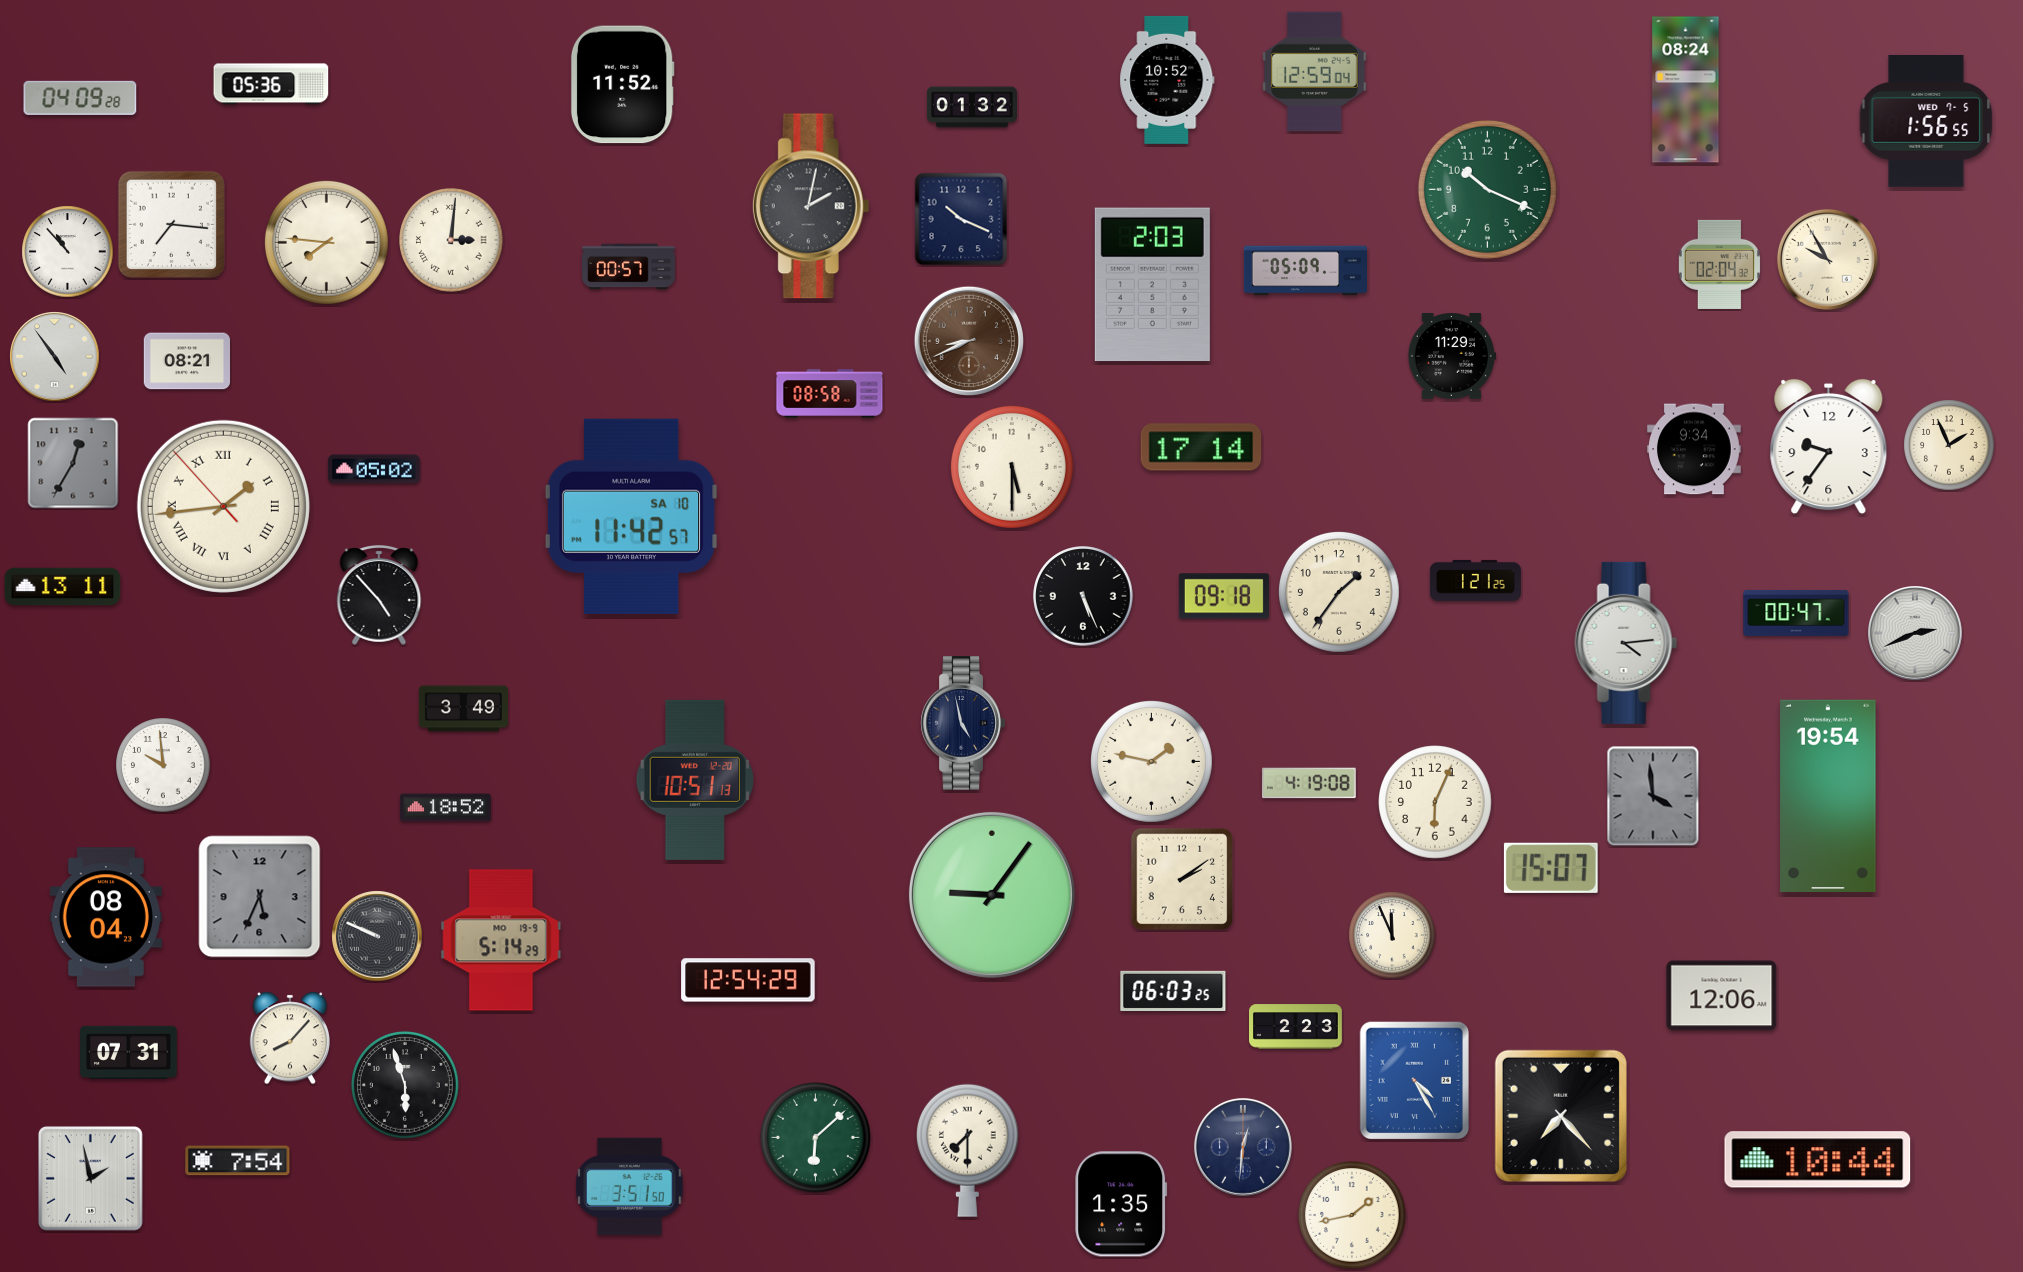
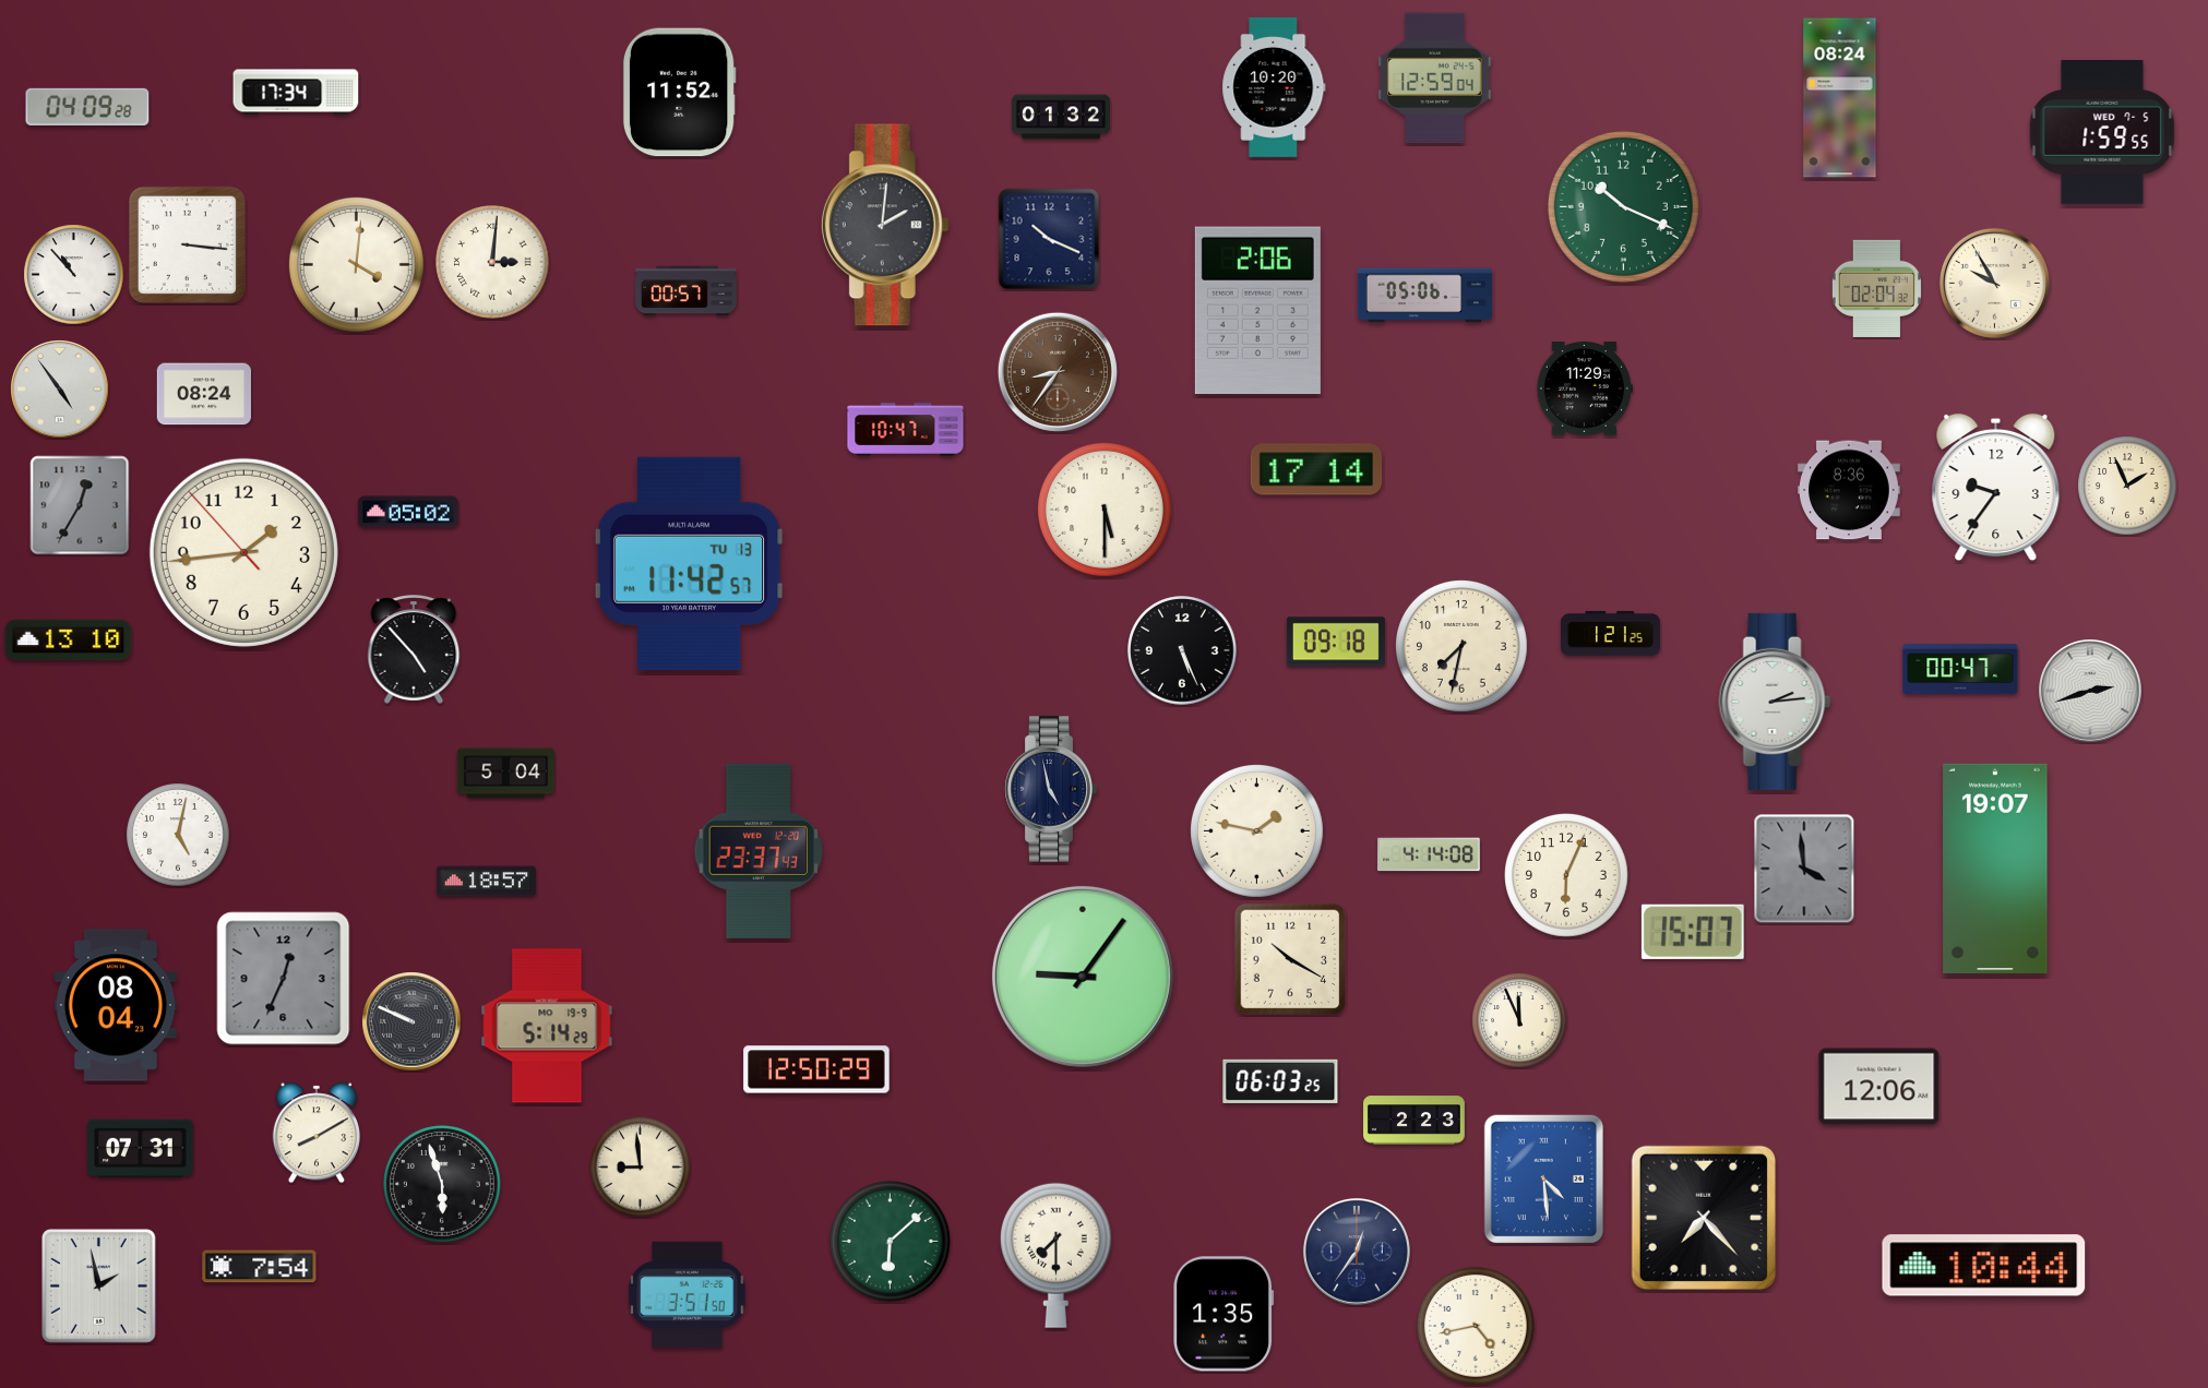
clock at (1167, 80): 10:52 -> 10:20
clock at (271, 84): 05:36 -> 17:34
clock at (1926, 121): 1:56 -> 1:59
clock at (811, 206): 2:02 -> 2:01
clock at (171, 224): 7:16 -> 3:16
clock at (326, 242): 7:46 -> 4:01
clock at (1305, 271): 05:09 -> 05:06
clock at (1152, 285): 2:03 -> 2:06
clock at (969, 341): 8:41 -> 8:36
clock at (186, 361): 08:21 -> 08:24
clock at (830, 394): 08:58 -> 10:47
clock at (1201, 447) position: (1201, 447) -> (1316, 469)
clock at (1695, 449): 9:34 -> 8:36
clock at (223, 506) numerals: Roman -> Arabic
clock at (631, 516) date: SA 10 -> TU 13
clock at (63, 587): 13:11 -> 13:10
clock at (1339, 592): 1:36 -> 7:32
clock at (1224, 596) position: (1224, 596) -> (1336, 642)
clock at (1915, 633): 2:41 -> 2:42
clock at (1626, 643): 4:14 -> 2:14
clock at (463, 709): 3:49 -> 5:04
clock at (163, 765): 9:59 -> 5:02
clock at (694, 780): 10:51 -> 23:37
clock at (1309, 783): 4:19 -> 4:14
clock at (1828, 795): 19:54 -> 19:07
clock at (445, 808): 18:52 -> 18:57
clock at (1551, 868) position: (1551, 868) -> (1693, 932)
clock at (1182, 879): 2:09 -> 10:20
clock at (260, 897): 5:34 -> 12:34
clock at (106, 917) position: (106, 917) -> (116, 1005)
clock at (748, 980): 12:54 -> 12:50
clock at (289, 1038): 8:07 -> 8:10
clock at (641, 1168): none -> 8:59
clock at (1415, 1081): 4:25 -> 4:29
clock at (1243, 1147): 12:31 -> 12:36
clock at (1352, 1215): 1:43 -> 4:43
